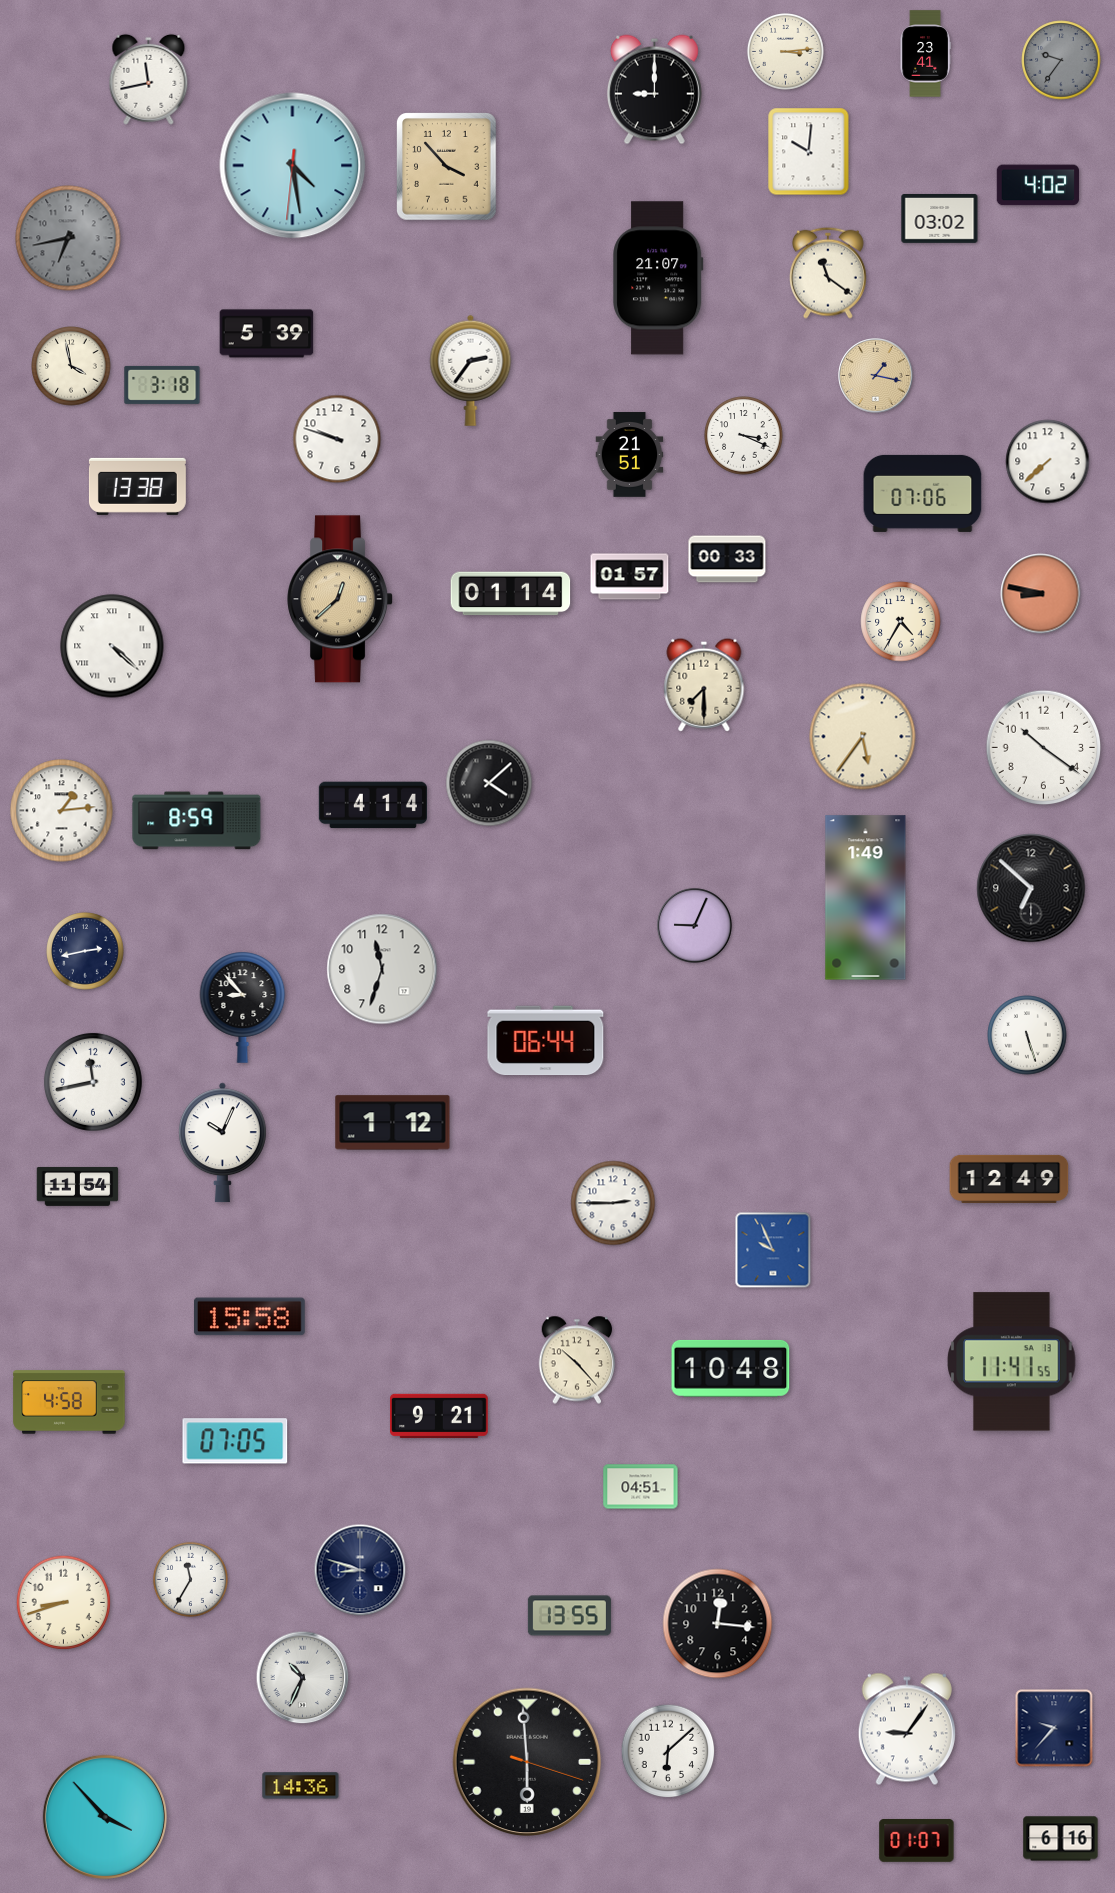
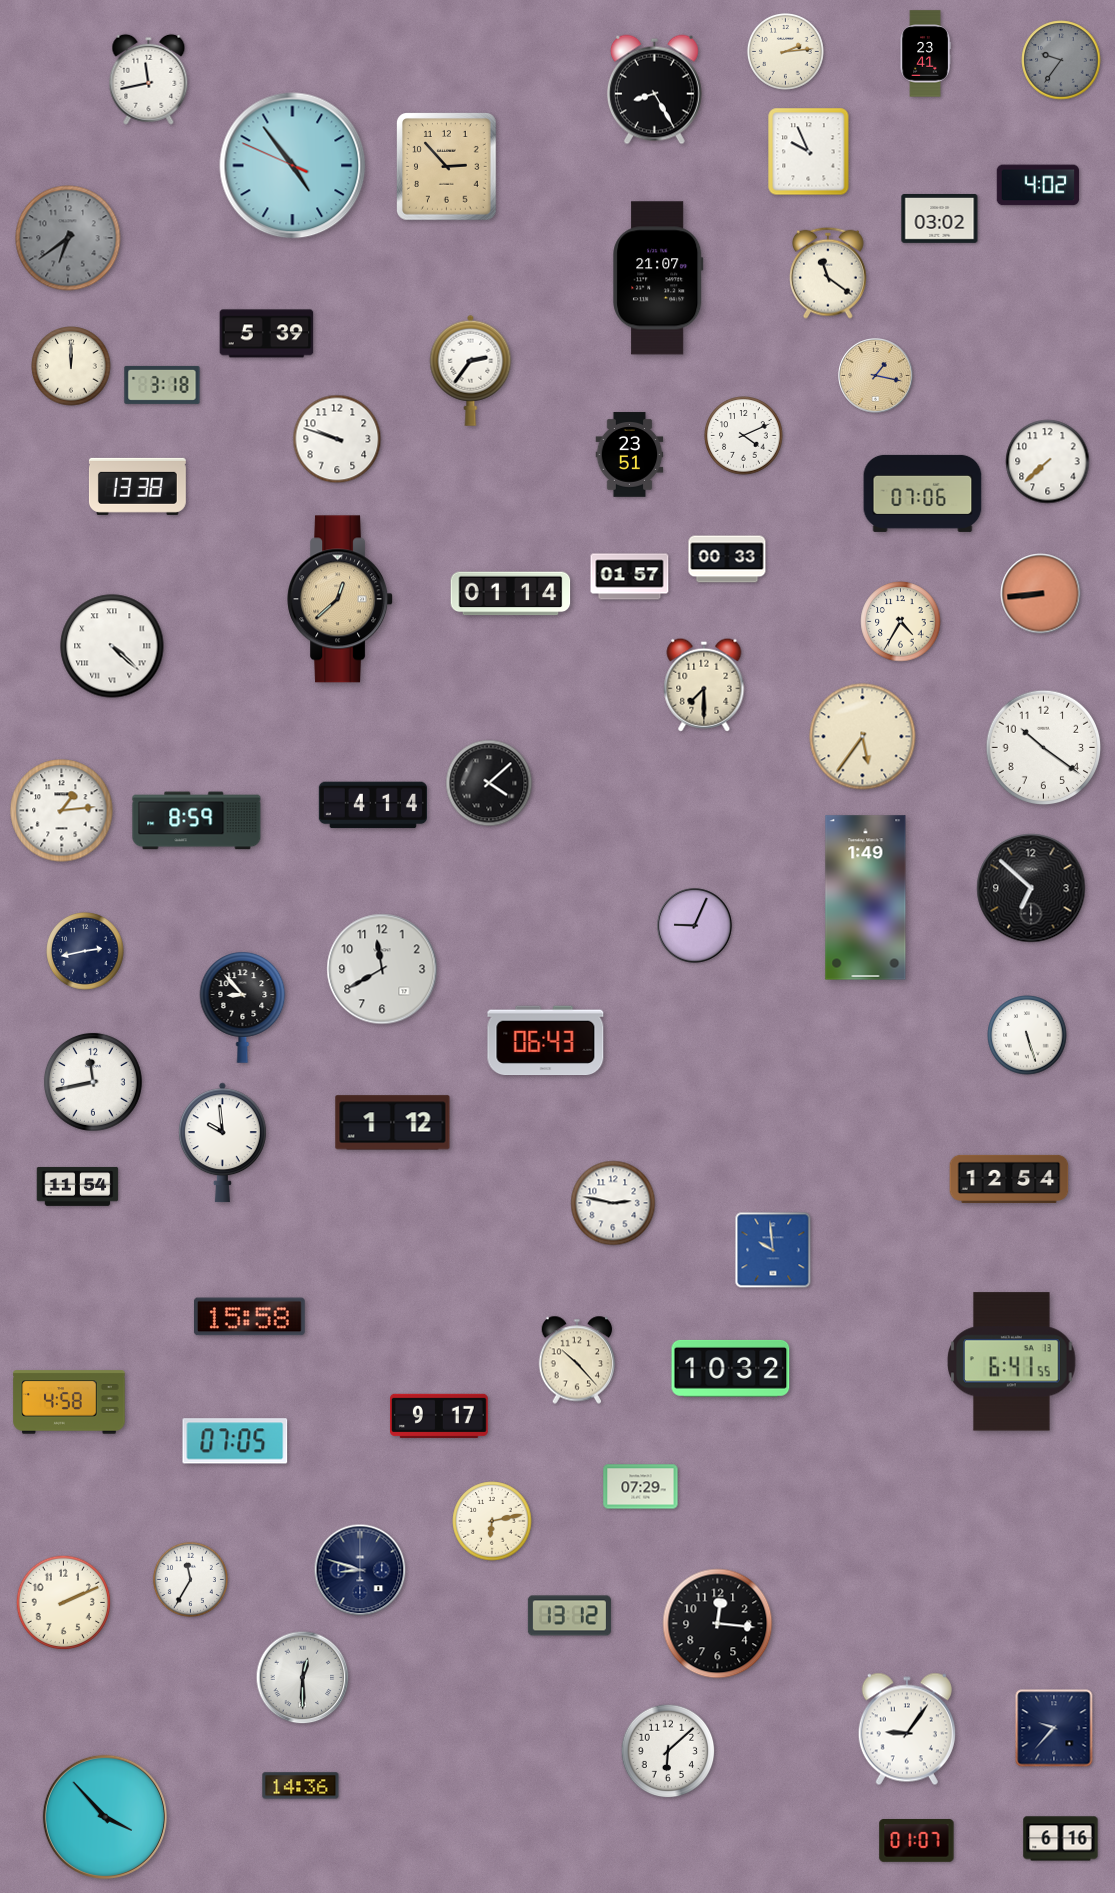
clock at (785, 52): 3:14 -> 2:14
clock at (654, 90): 9:00 -> 8:25
clock at (809, 152): 10:01 -> 9:56
clock at (293, 166): 4:28 -> 4:53
clock at (447, 167): 3:53 -> 2:53
clock at (68, 238): 6:43 -> 6:39
clock at (71, 366): 3:58 -> 12:00
clock at (744, 436): 3:19 -> 4:11
clock at (630, 455): 21:51 -> 23:51
clock at (1041, 594): 8:47 -> 8:44
clock at (382, 969): 11:33 -> 11:40
clock at (546, 1041): 06:44 -> 06:43
clock at (222, 1143): 10:04 -> 9:59
clock at (1009, 1179): 12:49 -> 12:54
clock at (613, 1203): 2:45 -> 2:47
clock at (773, 1250): 9:56 -> 9:59
clock at (1012, 1362): 11:41 -> 6:41
clock at (731, 1368): 10:48 -> 10:32
clock at (440, 1416): 9:21 -> 9:17
clock at (641, 1487): 04:51 -> 07:29
clock at (492, 1521): none -> 6:13
clock at (64, 1603): 8:42 -> 2:11
clock at (569, 1616): 13:55 -> 13:12
clock at (303, 1678): 10:34 -> 12:30
clock at (527, 1762): 5:59 -> none
